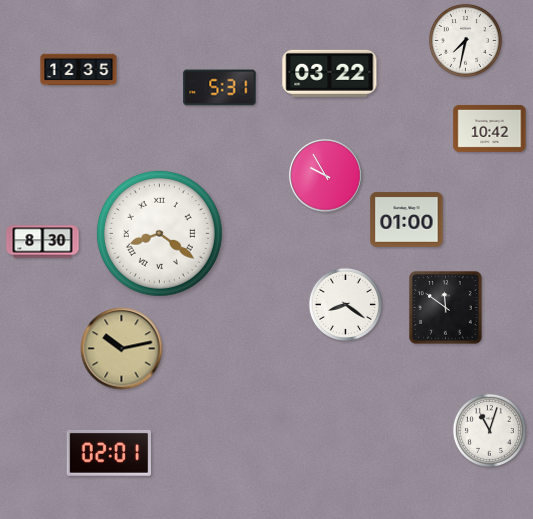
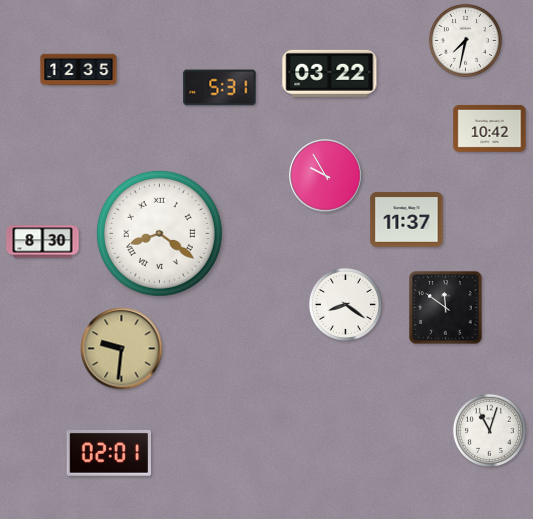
clock at (407, 220): 01:00 -> 11:37
clock at (122, 349): 10:13 -> 9:31
